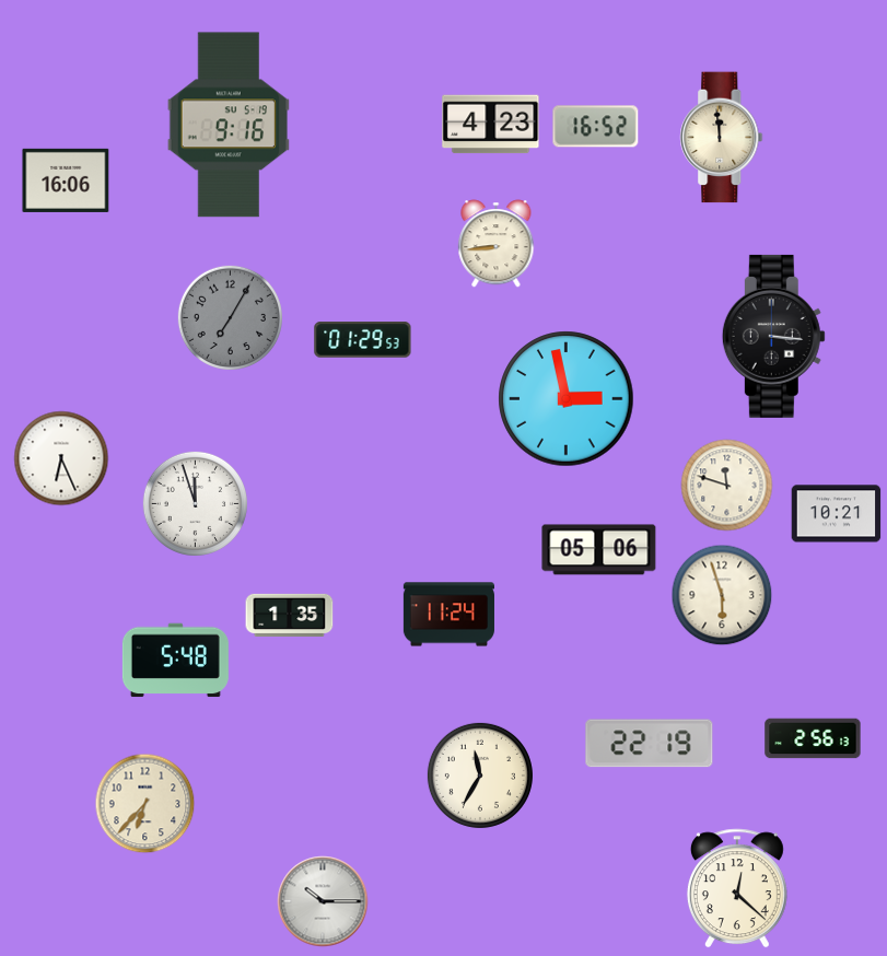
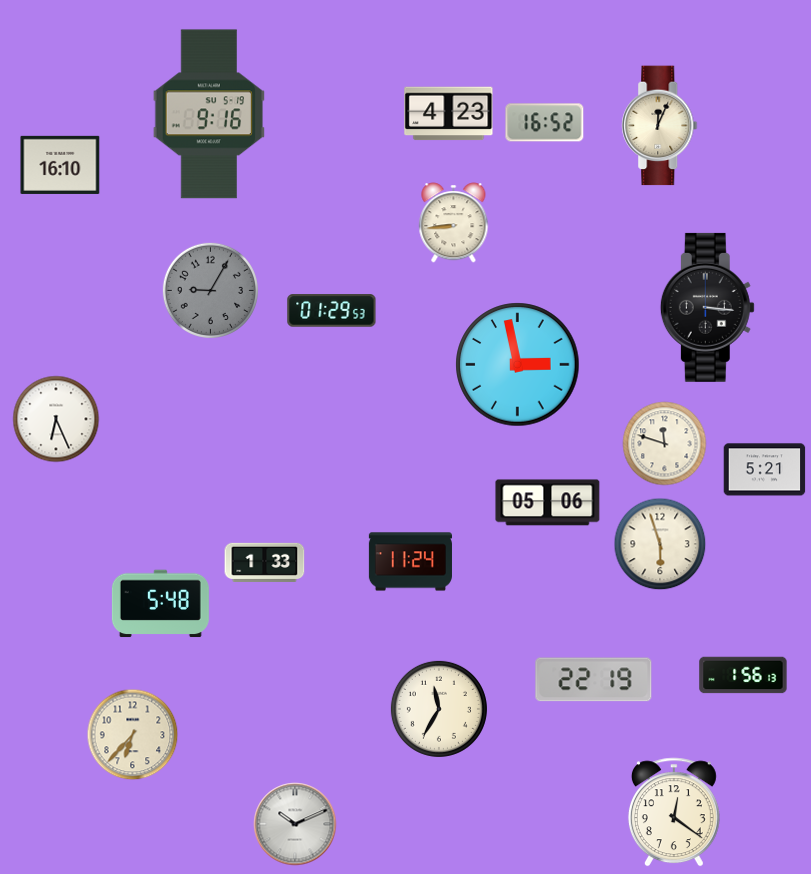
clock at (596, 127) position: (596, 127) -> (545, 123)
clock at (722, 138): 11:59 -> 12:04
clock at (66, 180): 16:06 -> 16:10
clock at (230, 317): 7:05 -> 9:05
clock at (195, 503): 11:57 -> none
clock at (837, 514): 10:21 -> 5:21
clock at (290, 615): 1:35 -> 1:33
clock at (813, 738): 2:56 -> 1:56
clock at (737, 888): 12:22 -> 12:21
clock at (323, 901): 10:15 -> 10:11
